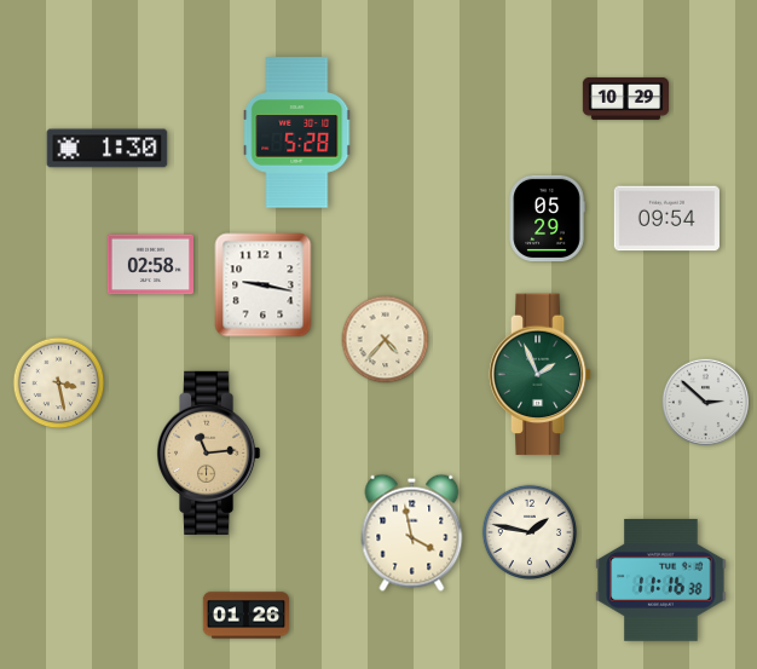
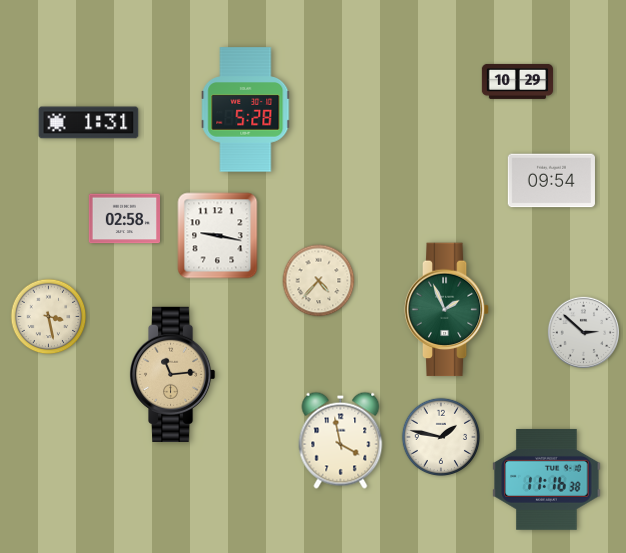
clock at (108, 149): 1:30 -> 1:31
clock at (547, 218): 05:29 -> none
clock at (528, 531) position: (528, 531) -> (440, 436)
clock at (245, 616): 01:26 -> none
